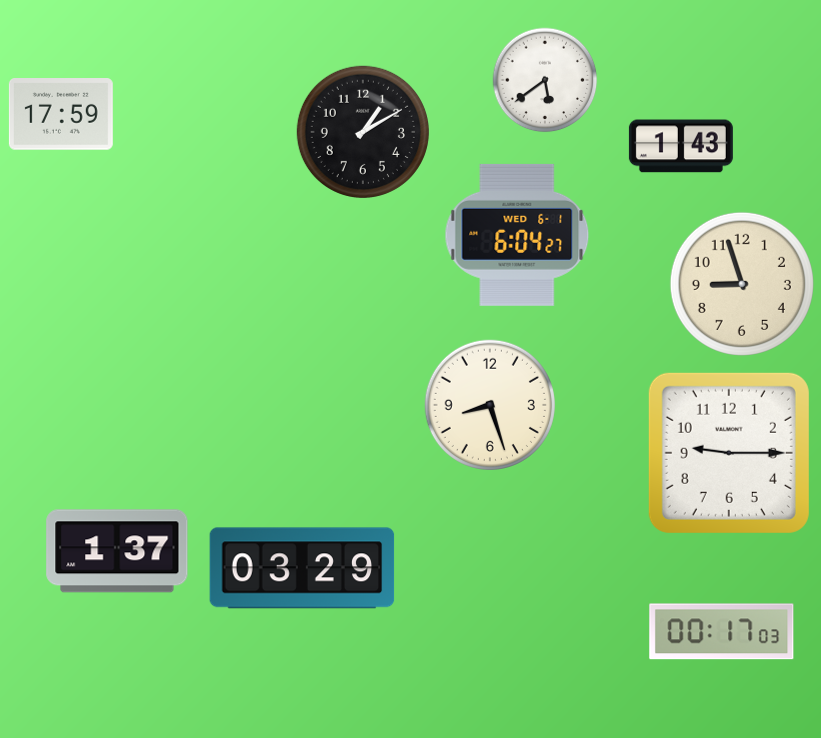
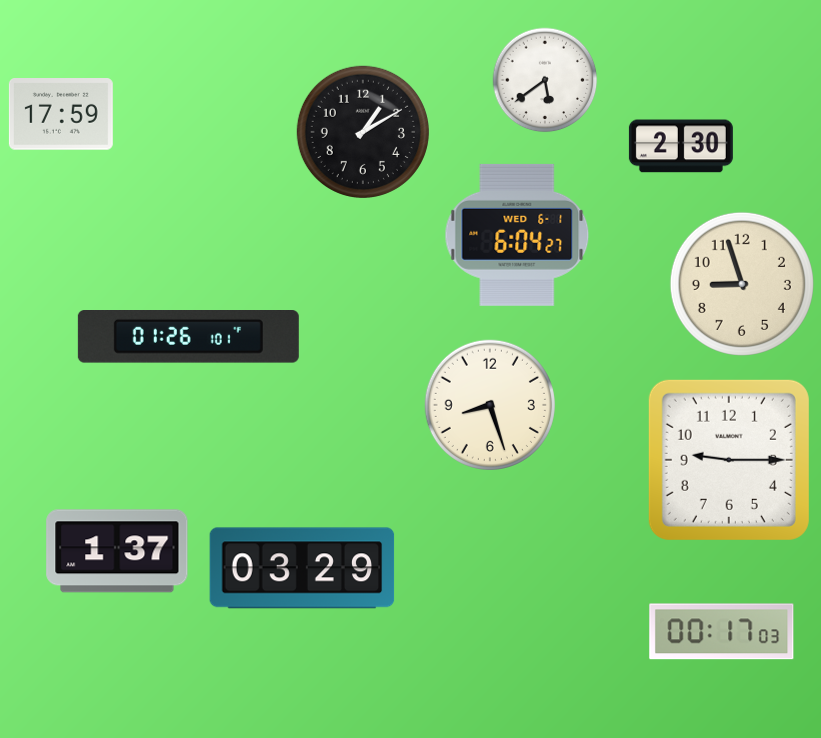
clock at (681, 146): 1:43 -> 2:30
clock at (188, 337): none -> 01:26
clock at (729, 453) position: (729, 453) -> (729, 460)
